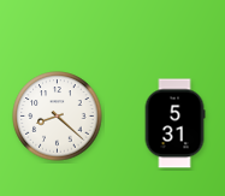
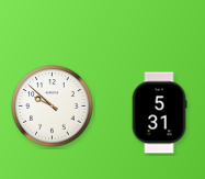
clock at (58, 117): 8:22 -> 9:52
